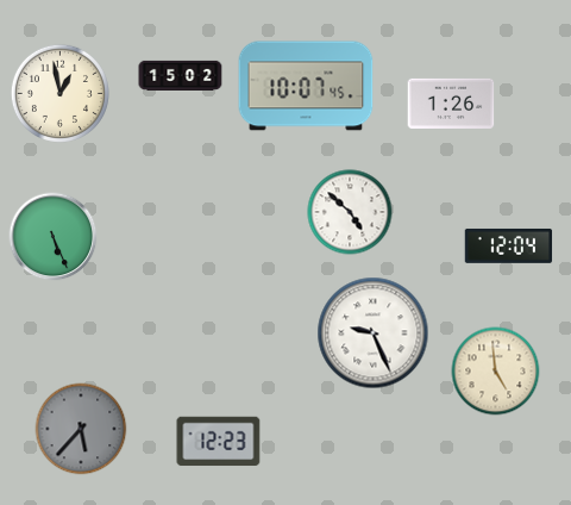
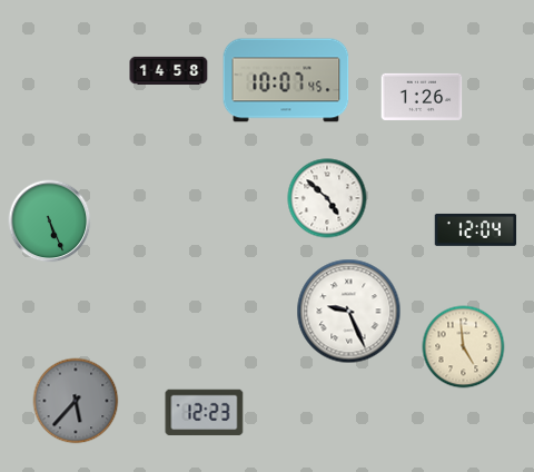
clock at (181, 75): 15:02 -> 14:58
clock at (59, 93): 12:58 -> none
